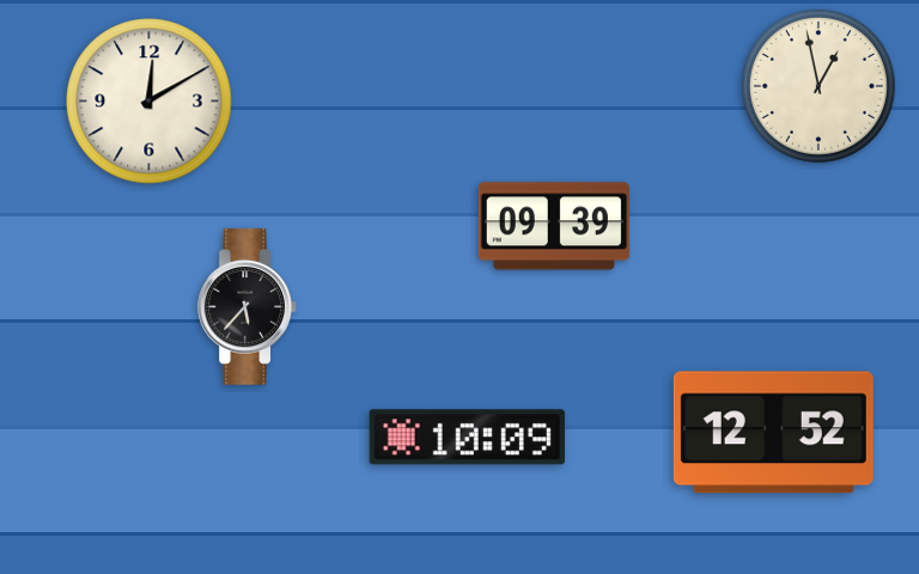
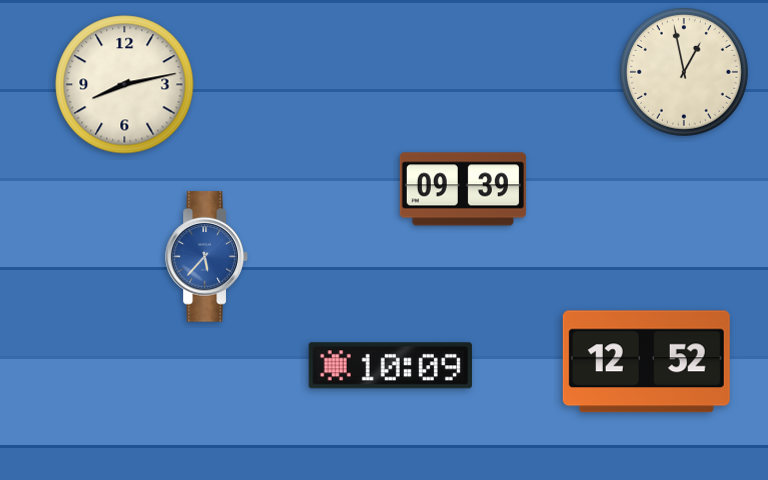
clock at (150, 102): 12:10 -> 8:13
clock at (248, 307) dial: black -> blue
